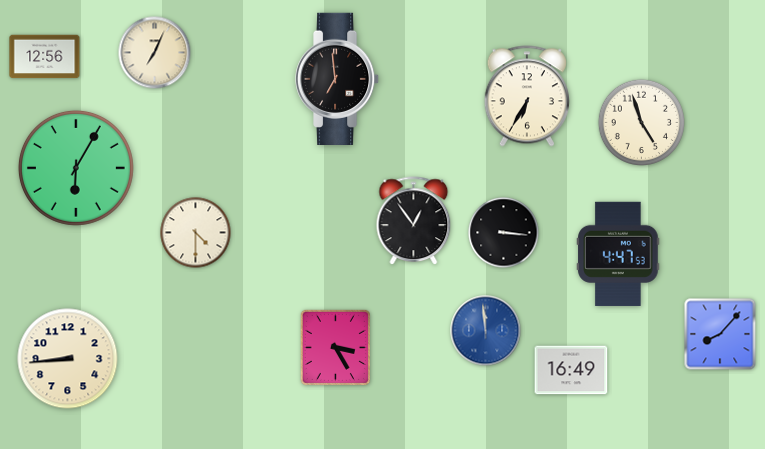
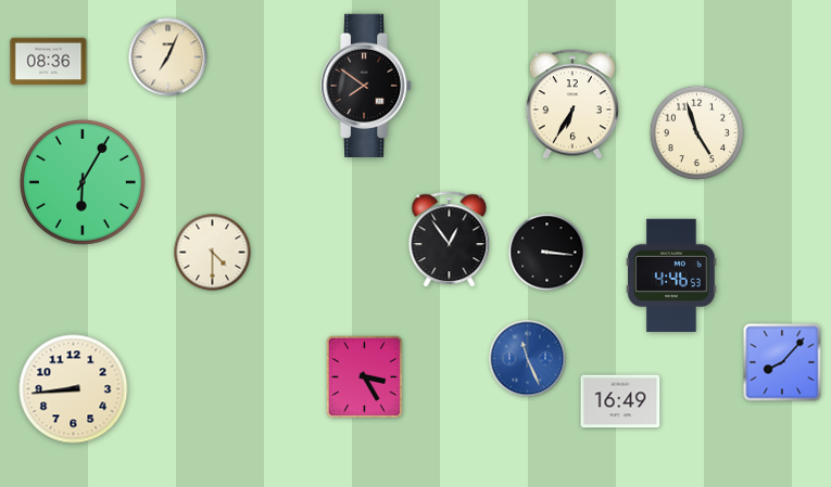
clock at (45, 57): 12:56 -> 08:36
clock at (338, 78): 6:59 -> 7:51
clock at (618, 254): 4:47 -> 4:46
clock at (486, 331): 11:59 -> 11:26
